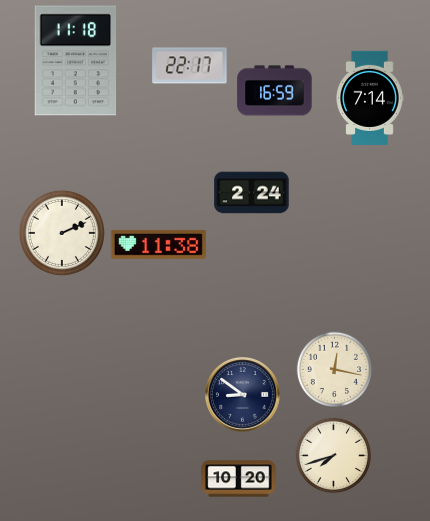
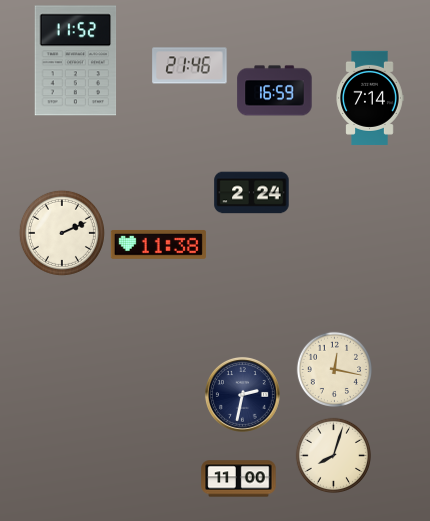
clock at (76, 61): 11:18 -> 11:52
clock at (190, 66): 22:17 -> 21:46
clock at (242, 394): 8:51 -> 2:32
clock at (334, 456): 7:42 -> 8:03
clock at (239, 479): 10:20 -> 11:00
